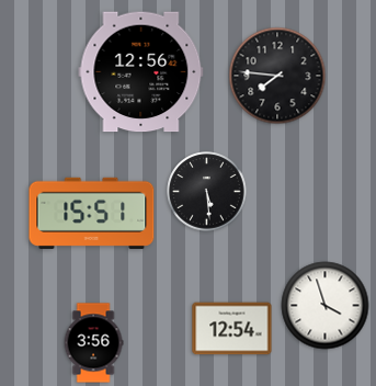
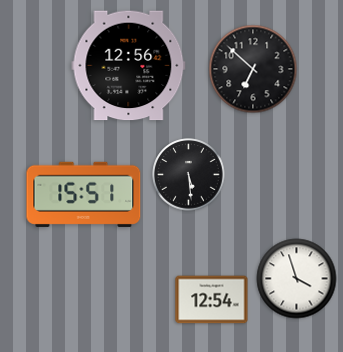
clock at (277, 76): 7:46 -> 6:52
clock at (93, 343): 3:56 -> none
